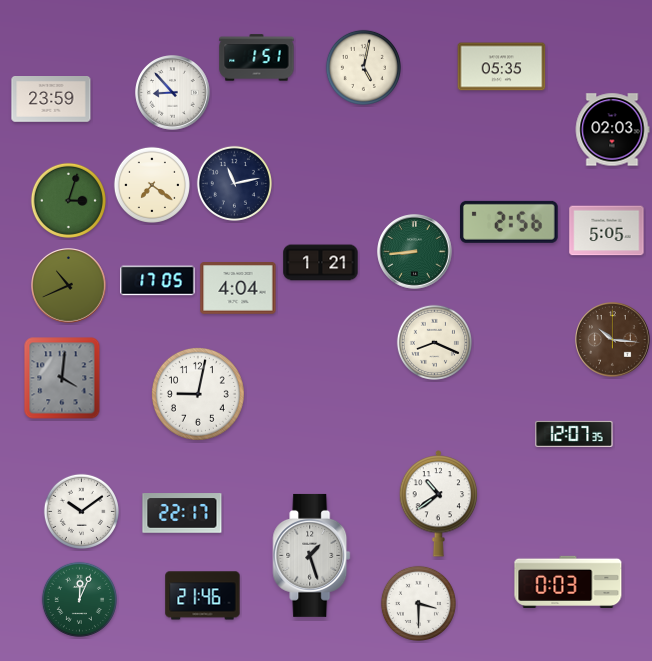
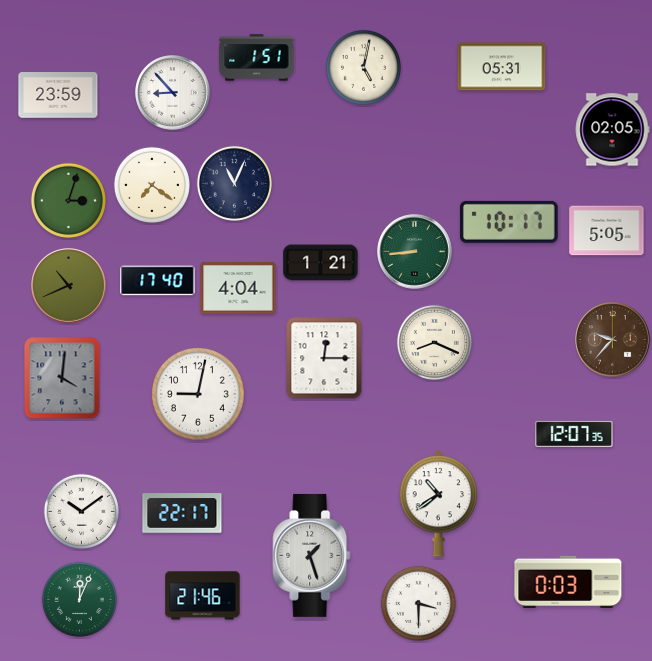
clock at (502, 67): 05:35 -> 05:31
clock at (51, 100) position: (51, 100) -> (58, 96)
clock at (612, 130): 02:03 -> 02:05
clock at (234, 183): 11:13 -> 11:04
clock at (509, 222): 2:56 -> 10:17
clock at (158, 281): 17:05 -> 17:40
clock at (613, 340): 10:16 -> 9:37
clock at (324, 358): none -> 12:15
